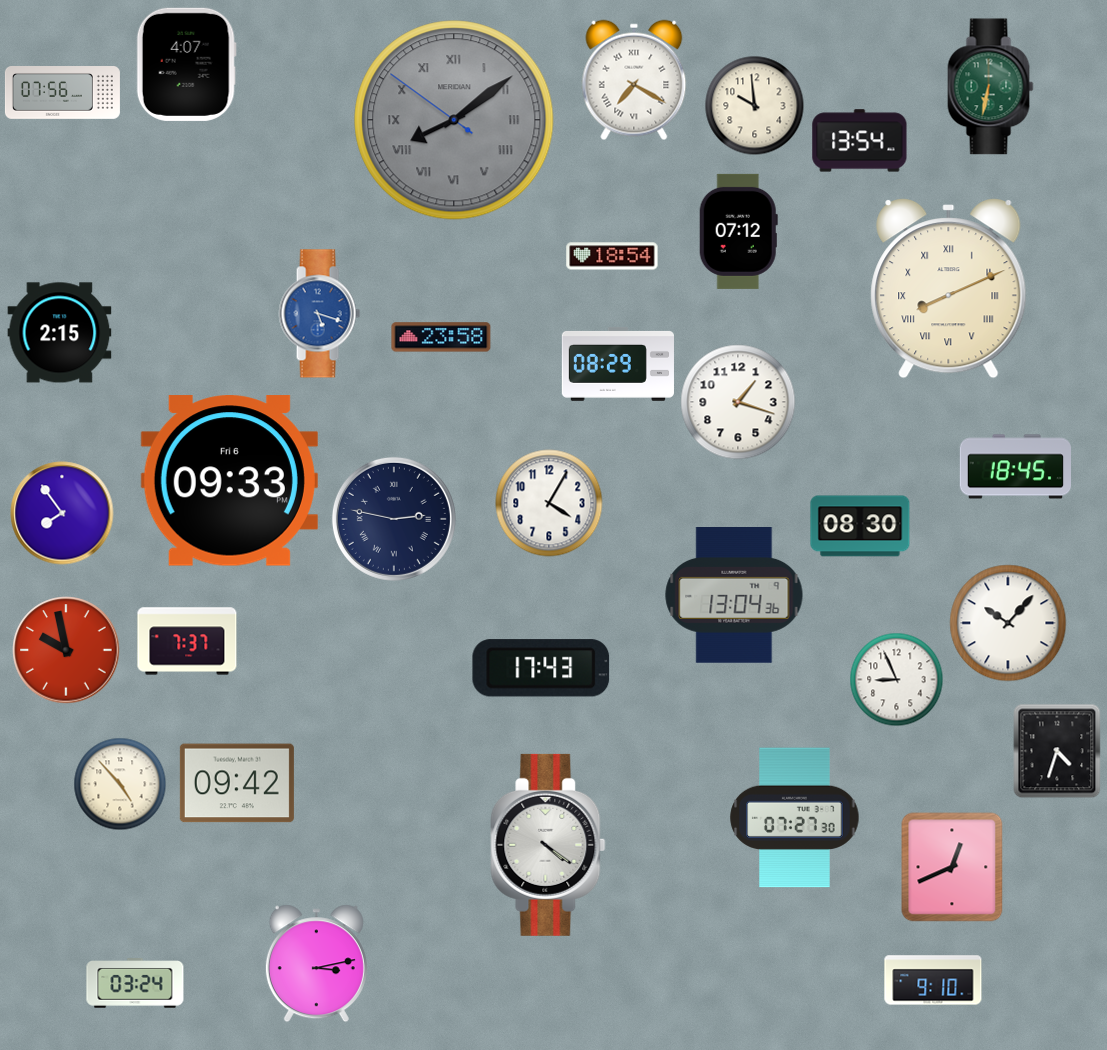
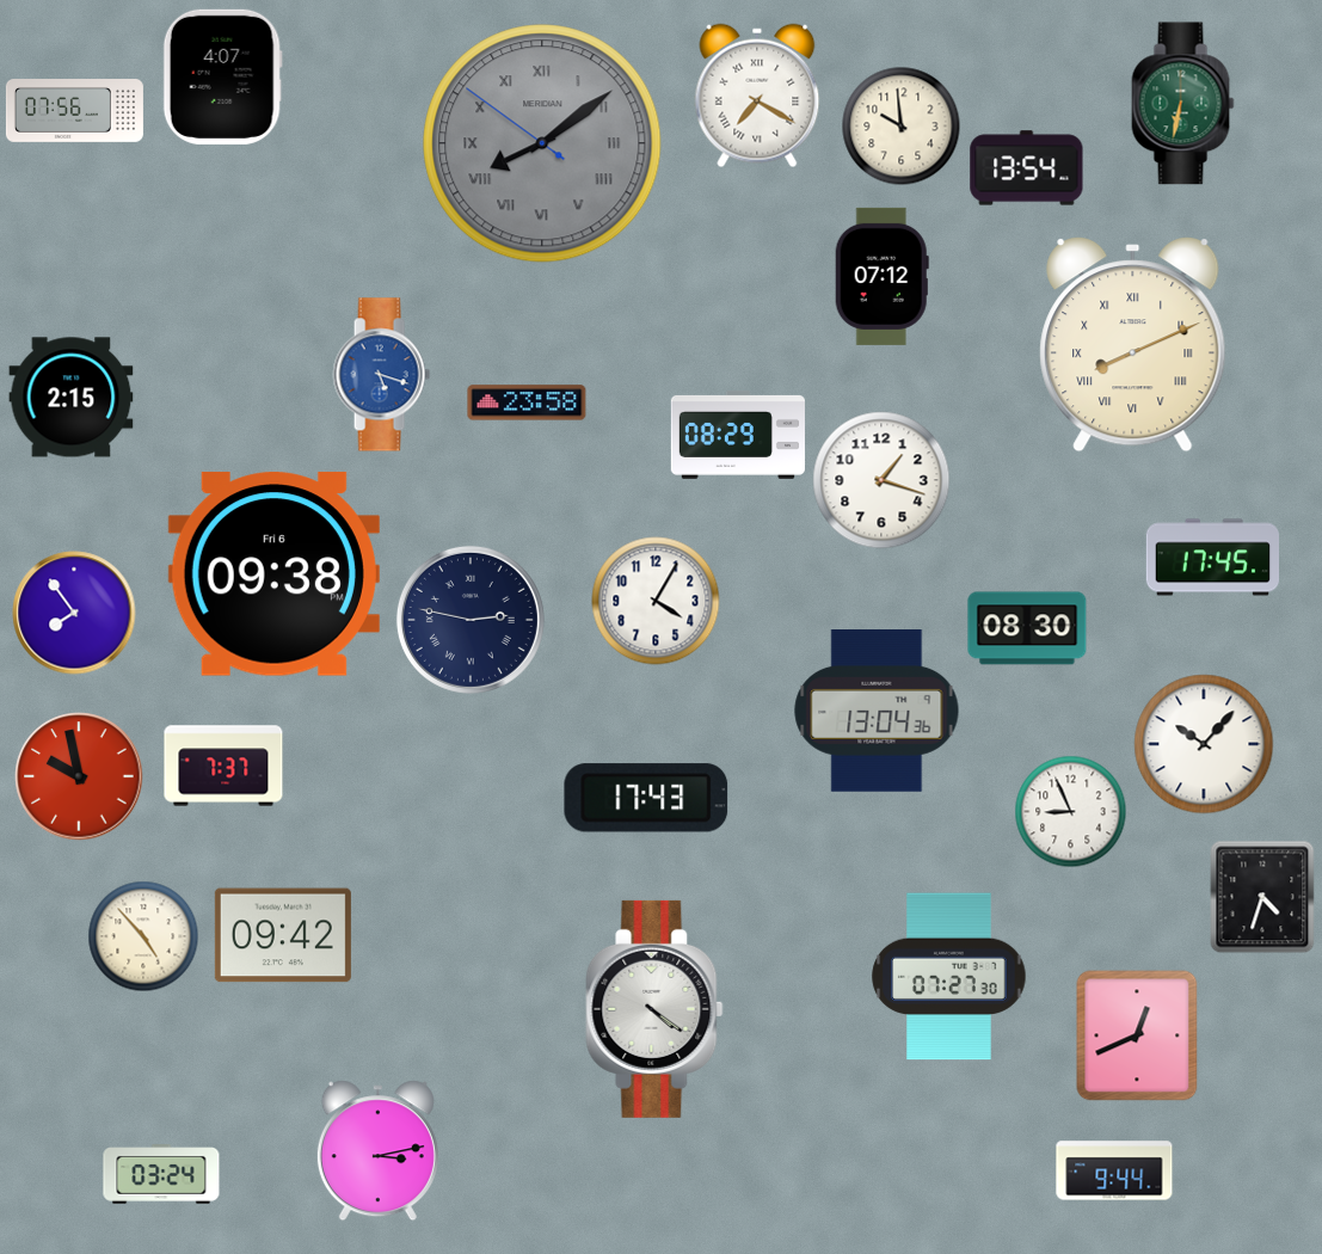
clock at (612, 256): 18:54 -> none
clock at (1015, 467): 18:45 -> 17:45
clock at (229, 481): 09:33 -> 09:38
clock at (933, 980): 9:10 -> 9:44
